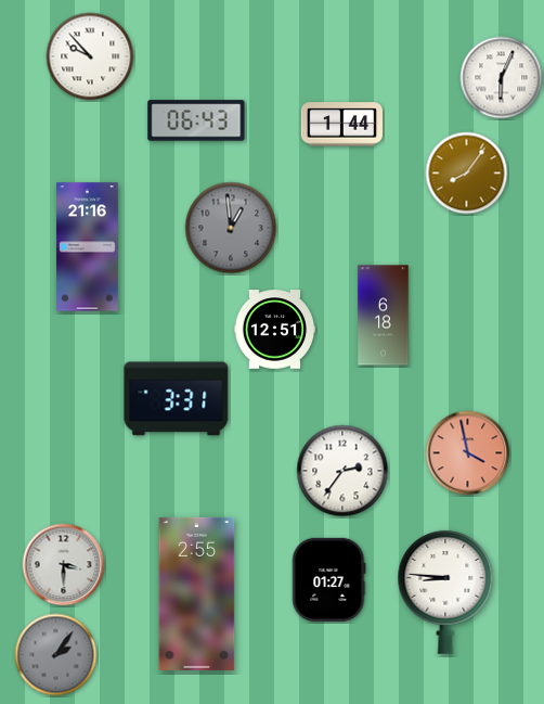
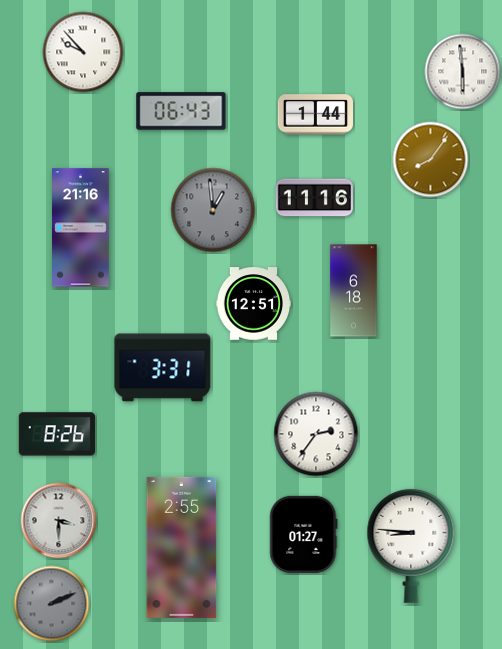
clock at (502, 78): 6:04 -> 5:59
clock at (314, 198): none -> 11:16
clock at (468, 453): 3:58 -> none
clock at (57, 434): none -> 8:26
clock at (56, 655): 2:06 -> 2:11
